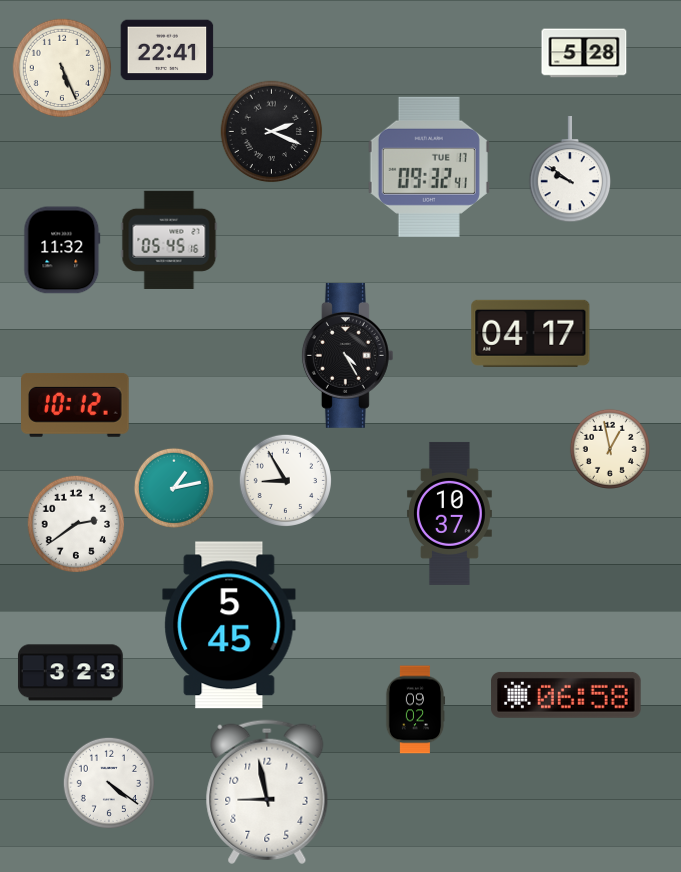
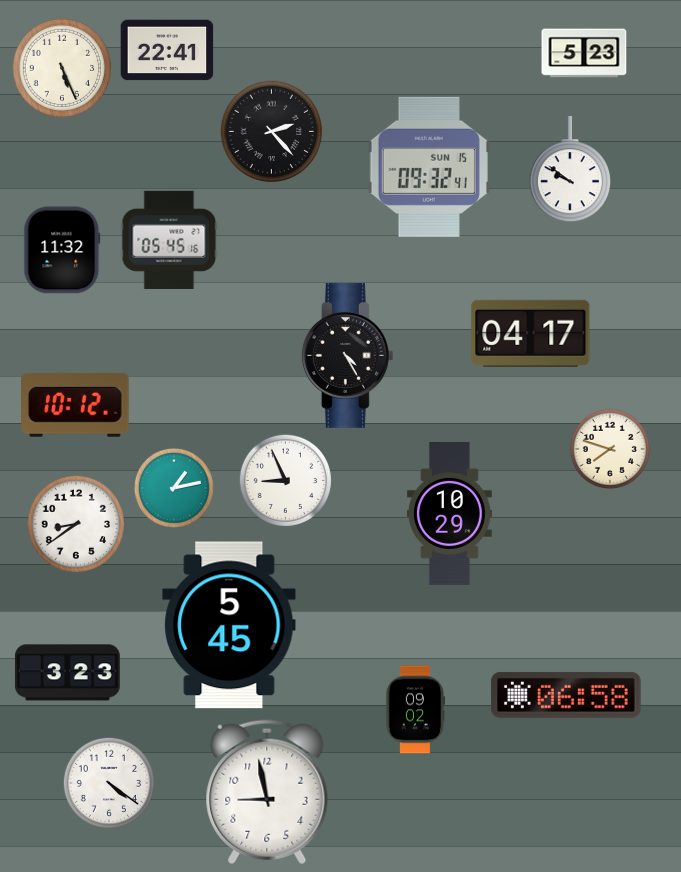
clock at (584, 53): 5:28 -> 5:23
clock at (272, 132): 2:19 -> 2:23
clock at (429, 167) date: TUE 17 -> SUN 15
clock at (610, 449): 12:58 -> 7:48
clock at (285, 480): 8:55 -> 8:56
clock at (449, 513): 10:37 -> 10:29
clock at (75, 523): 2:39 -> 8:39
clock at (70, 673) position: (70, 673) -> (67, 673)
